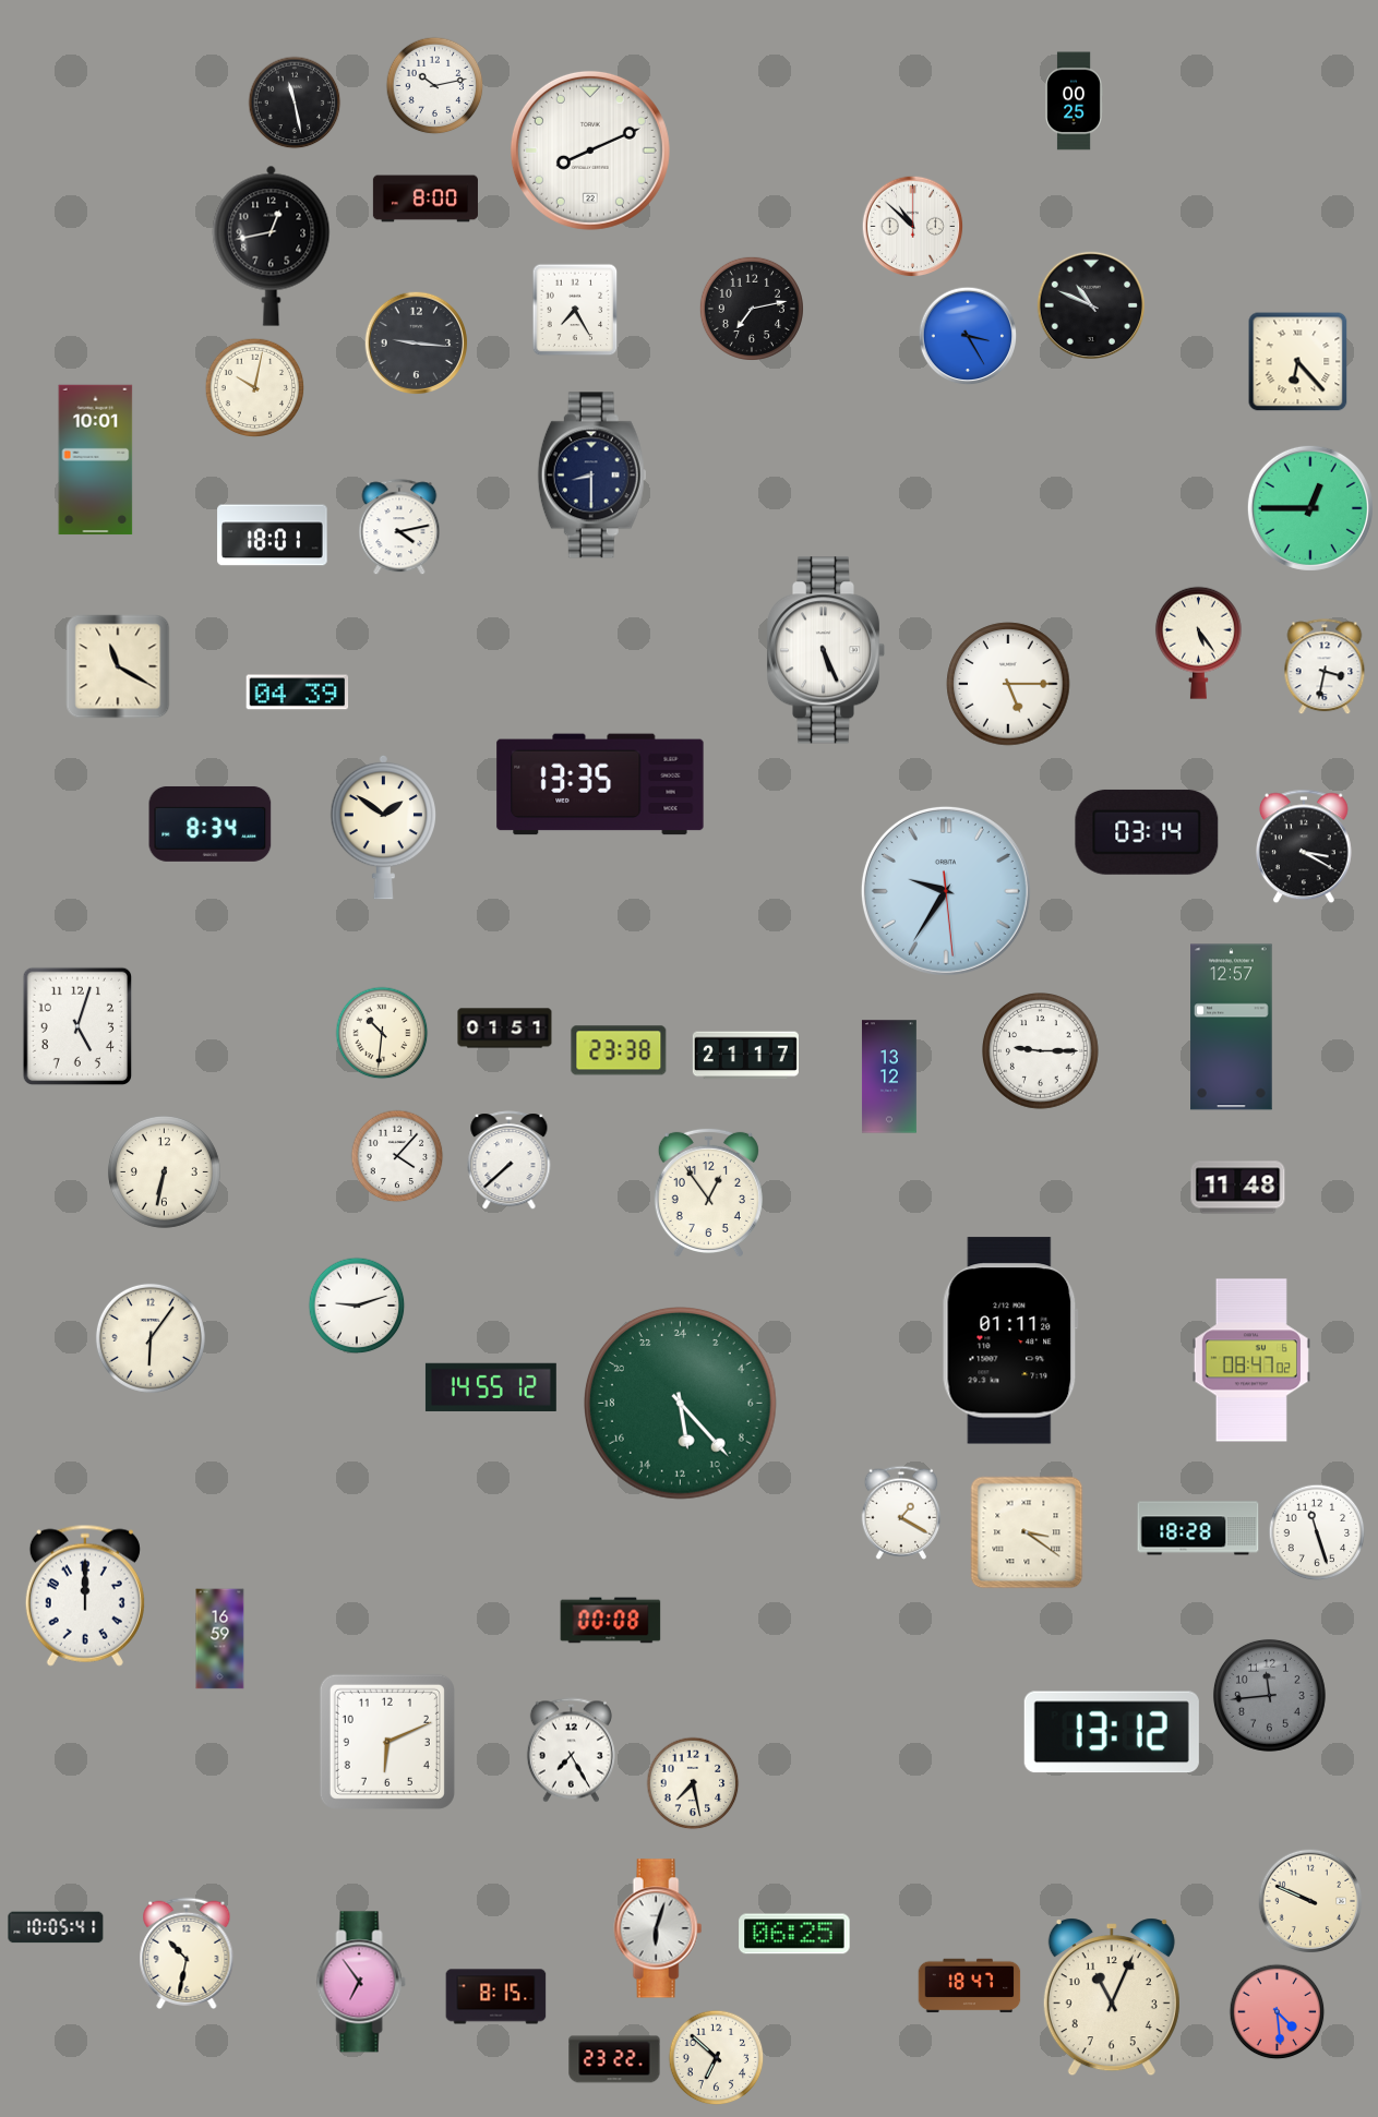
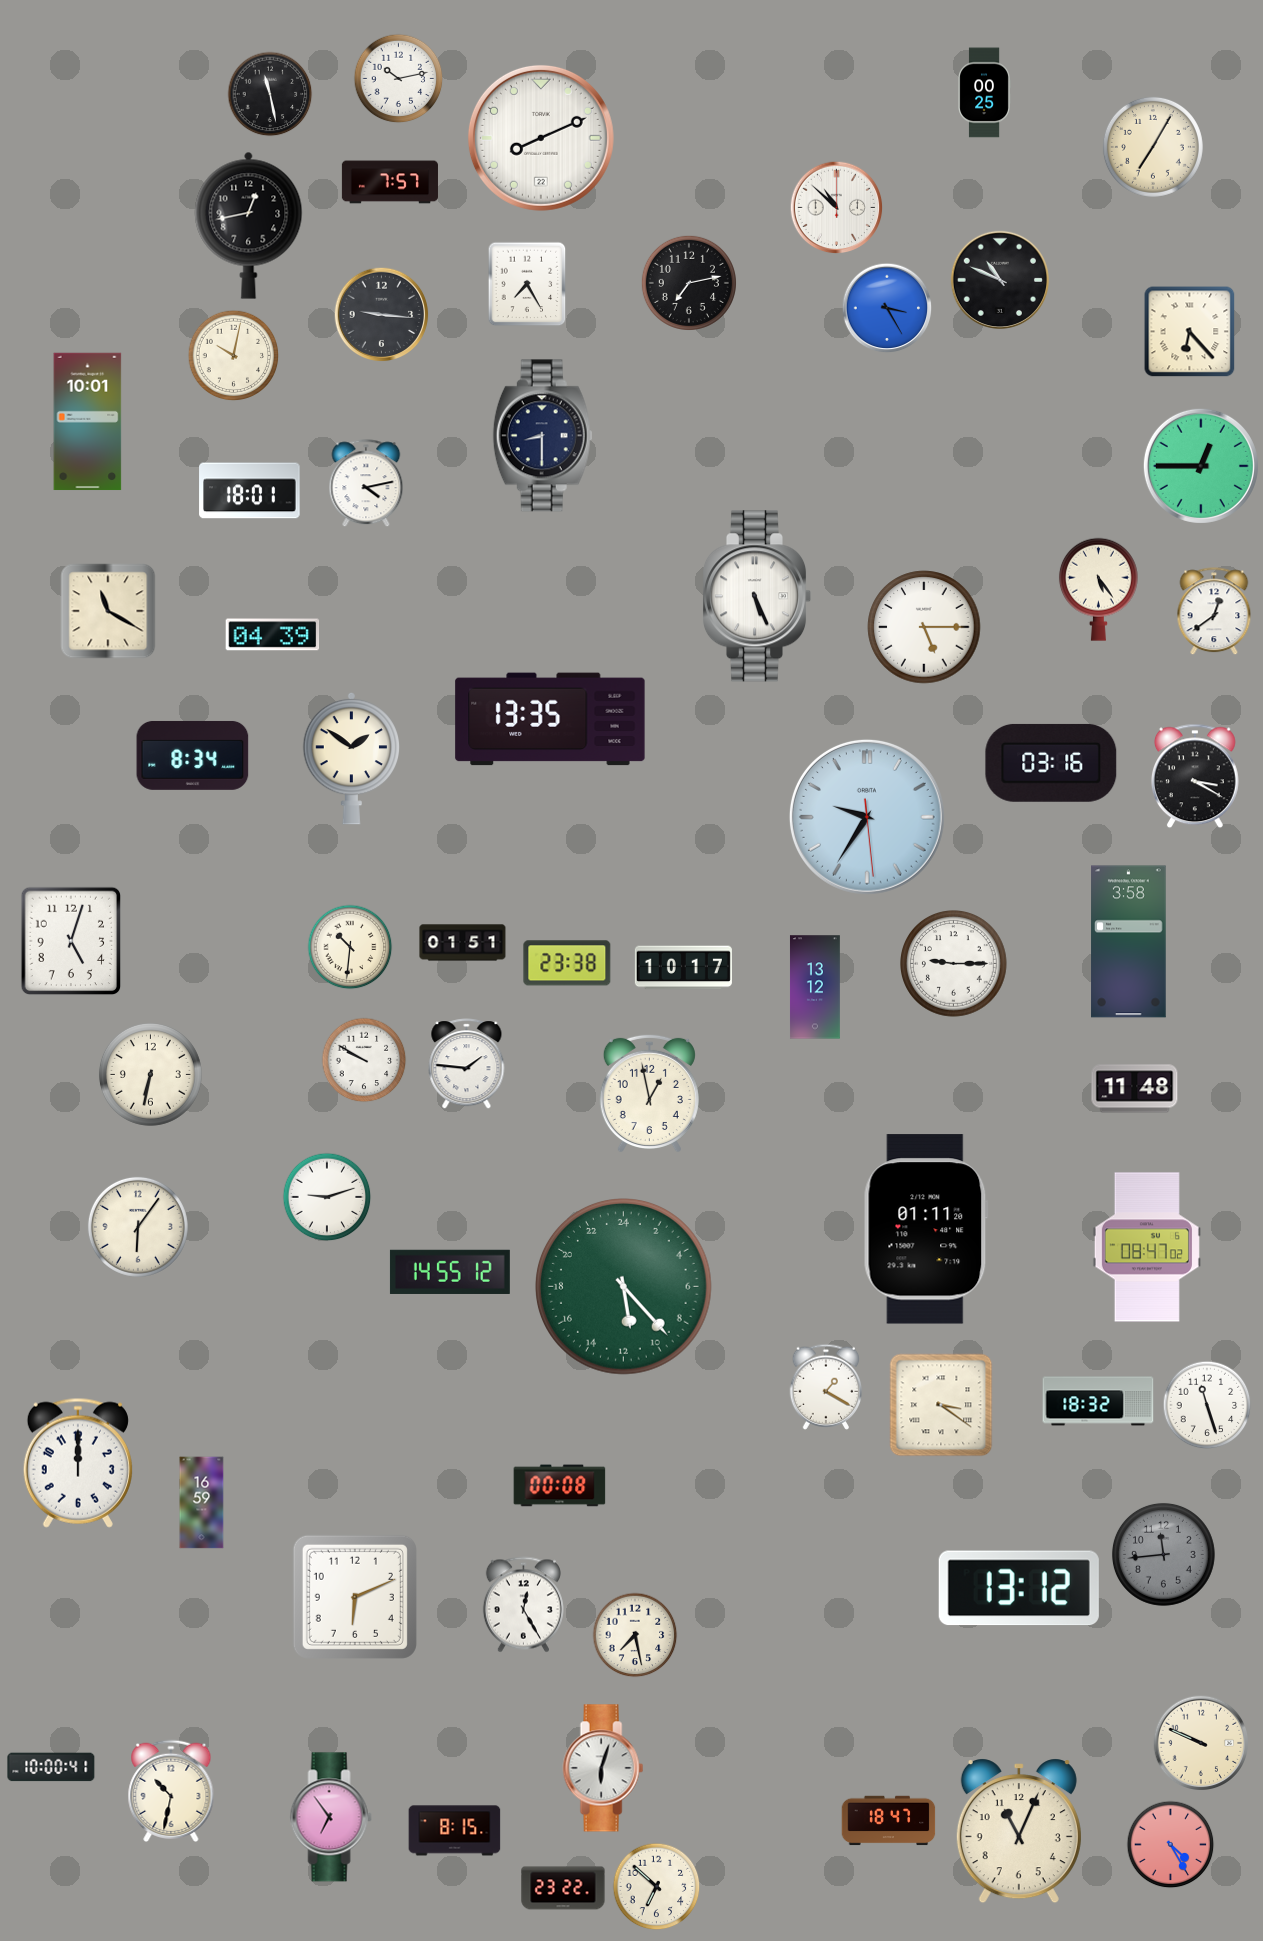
clock at (1153, 147): none -> 7:05
clock at (426, 199): 8:00 -> 7:57
clock at (1325, 667): 3:32 -> 12:39
clock at (1147, 832): 03:14 -> 03:16
clock at (1232, 1027): 12:57 -> 3:58
clock at (745, 1056): 21:17 -> 10:17
clock at (397, 1156): 4:07 -> 9:50
clock at (510, 1160): 7:38 -> 1:46
clock at (708, 1192): 12:54 -> 12:58
clock at (1198, 1528): 18:28 -> 18:32
clock at (571, 1751): 7:25 -> 12:25
clock at (56, 1927): 10:05 -> 10:00
clock at (794, 1934): 06:25 -> none
clock at (1278, 2012): 4:29 -> 4:25
